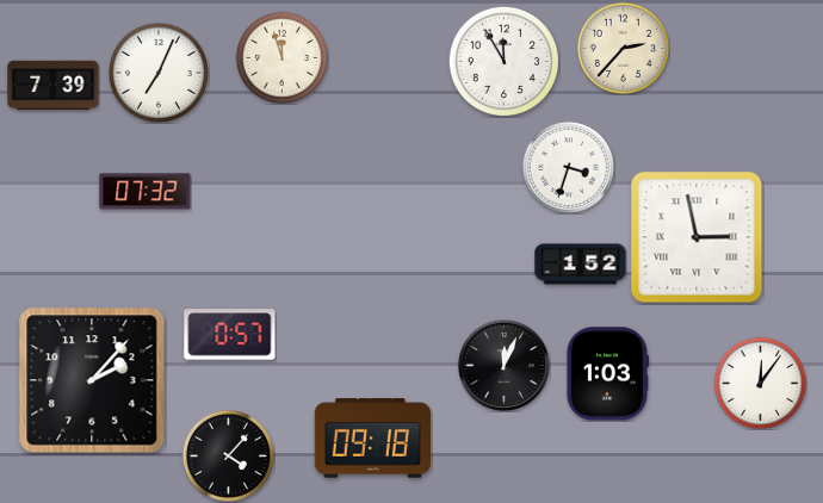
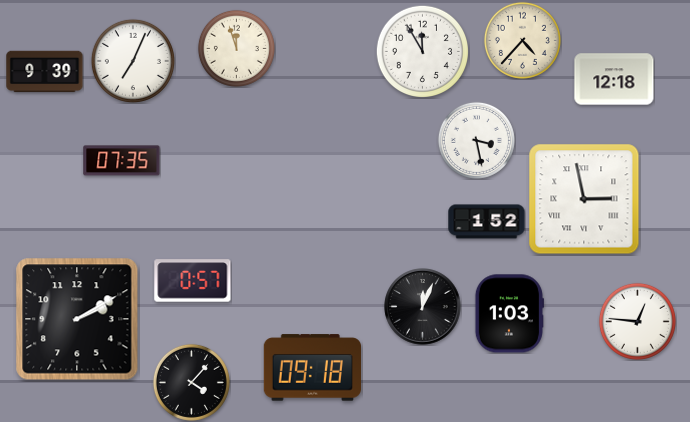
clock at (623, 48): 2:37 -> 4:37
clock at (54, 86): 7:39 -> 9:39
clock at (614, 79): none -> 12:18
clock at (568, 167): 3:33 -> 3:28
clock at (146, 192): 07:32 -> 07:35
clock at (92, 380): 2:07 -> 2:10
clock at (760, 383): 12:06 -> 12:46
